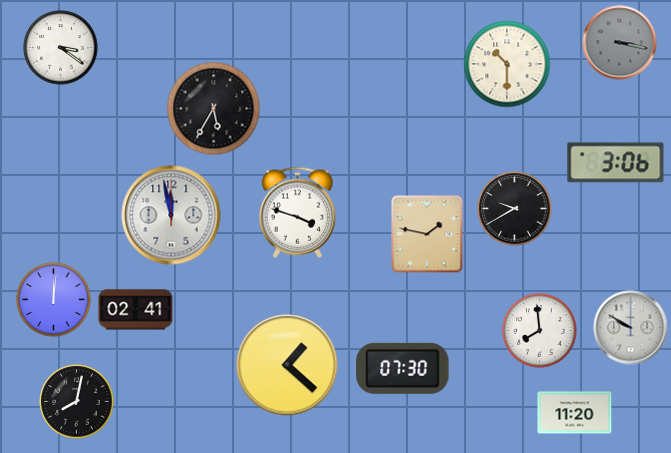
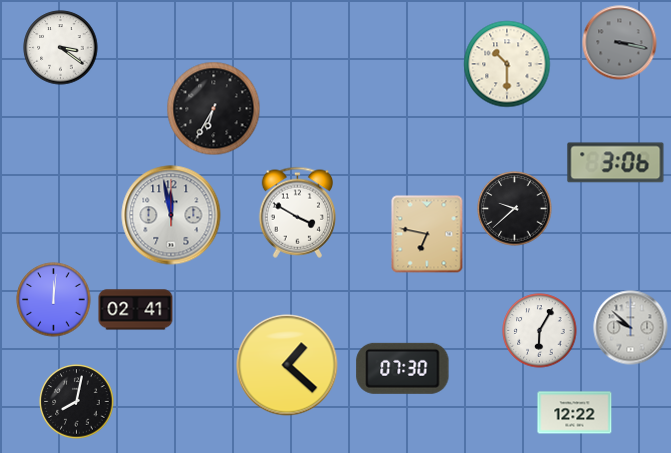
clock at (214, 109): 5:35 -> 6:35
clock at (515, 209): 9:40 -> 9:38
clock at (297, 212): 3:48 -> 3:50
clock at (427, 234): 1:47 -> 6:47
clock at (631, 328): 9:50 -> 9:52
clock at (540, 331): 7:59 -> 6:05
clock at (575, 413): 11:20 -> 12:22
